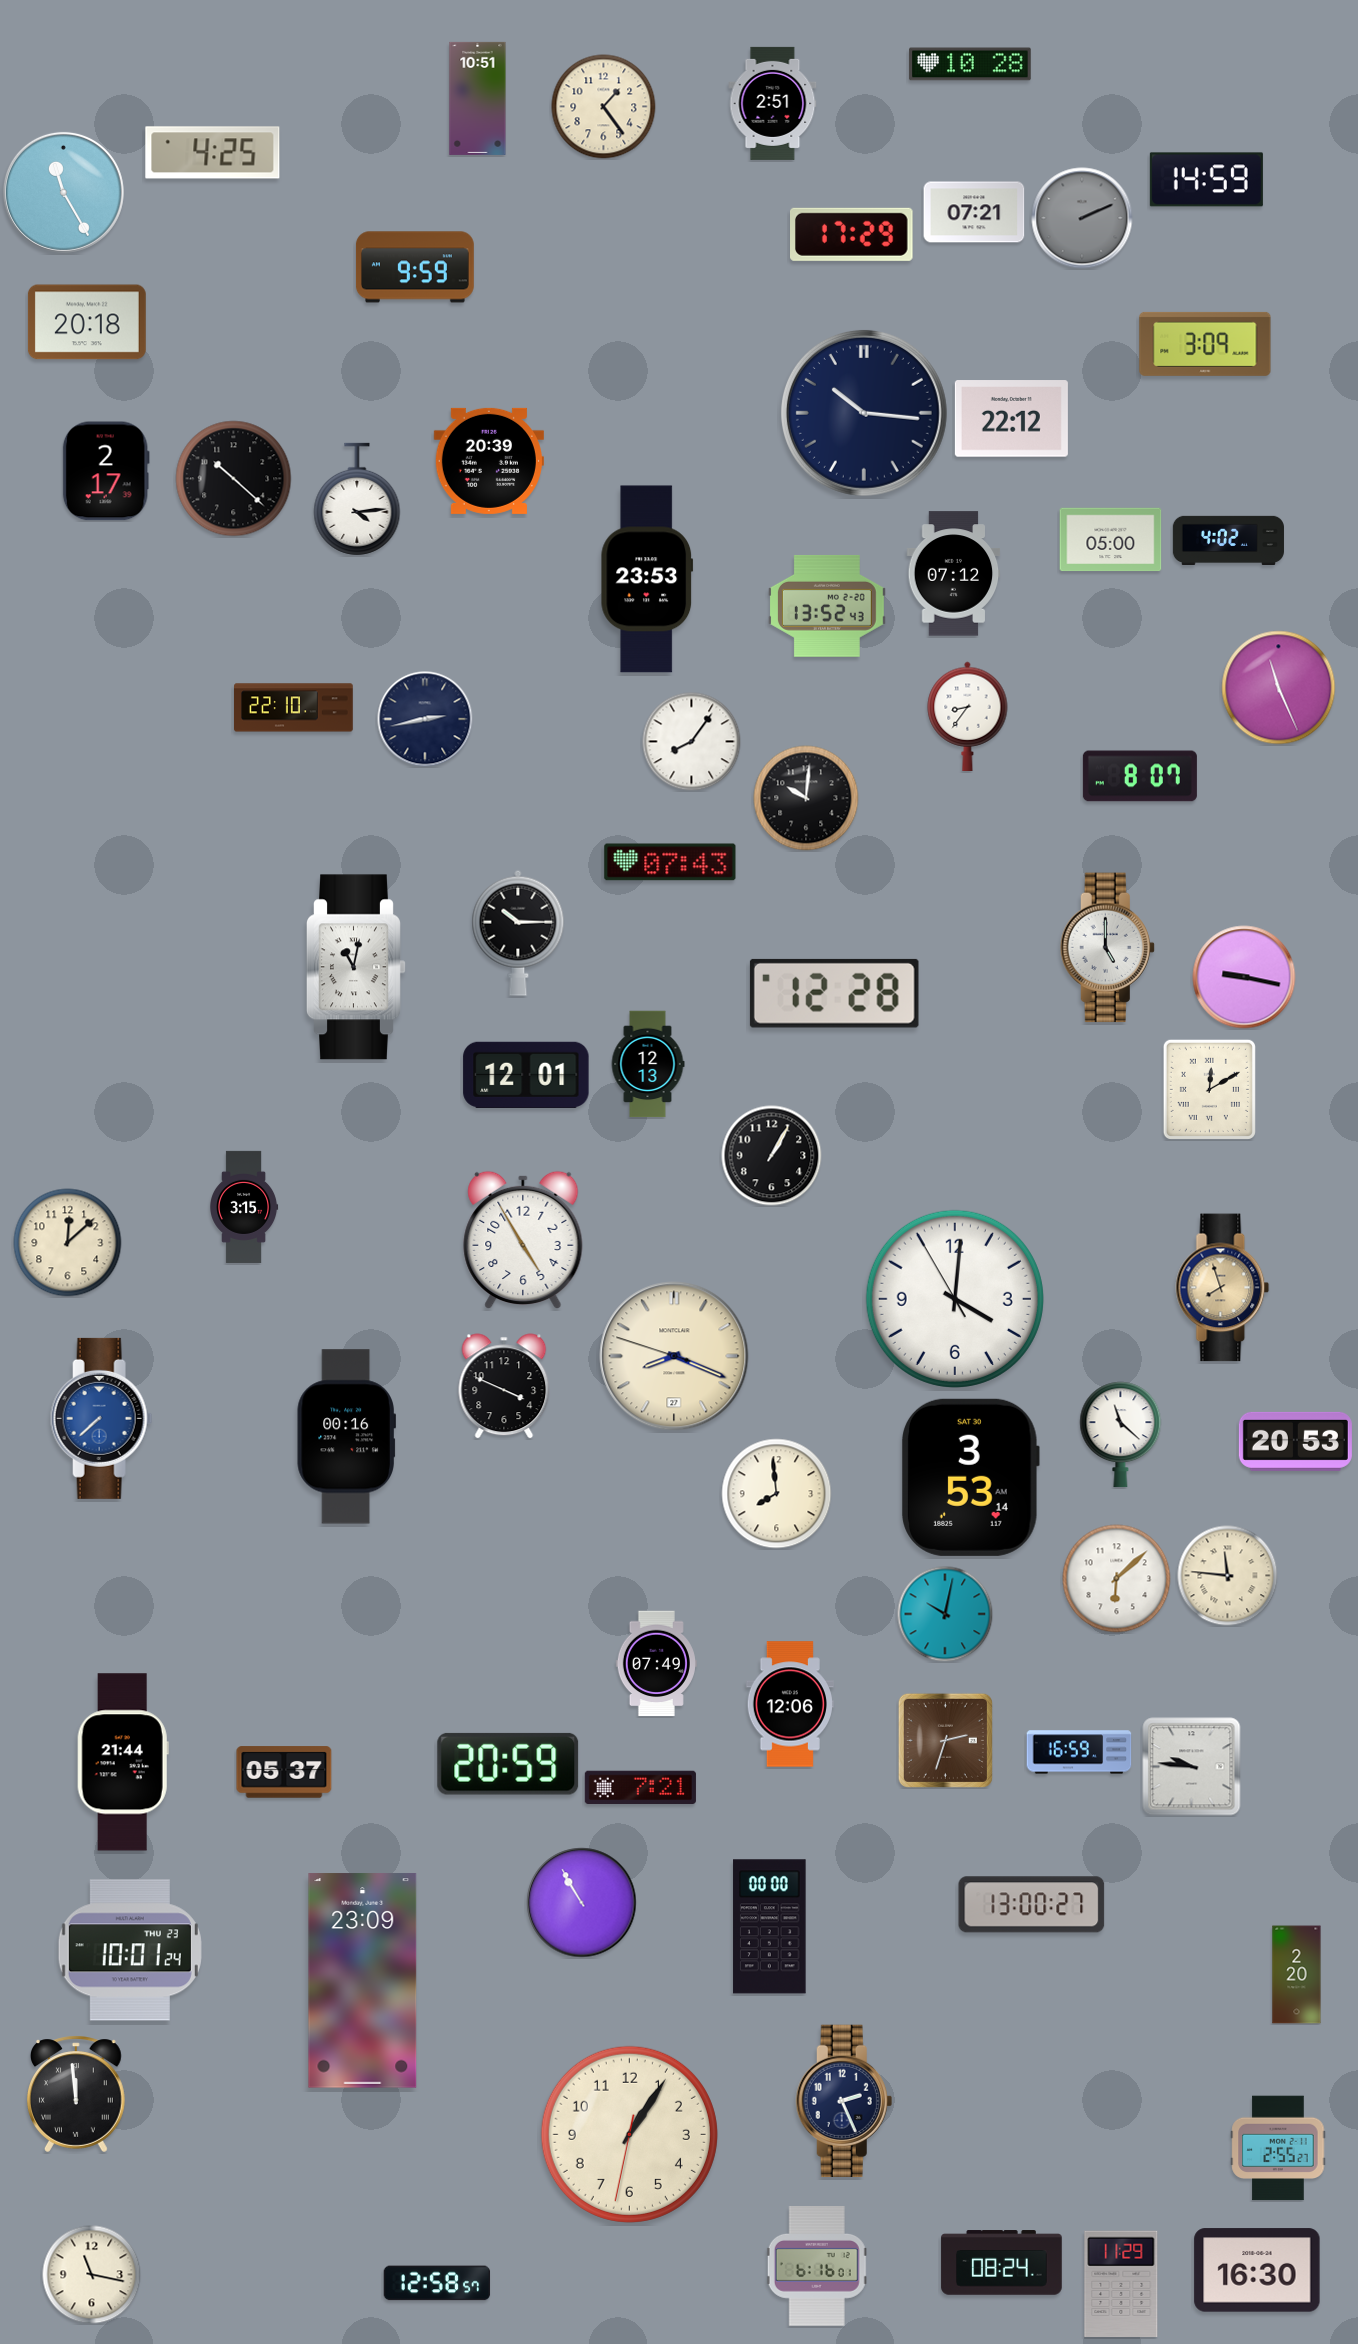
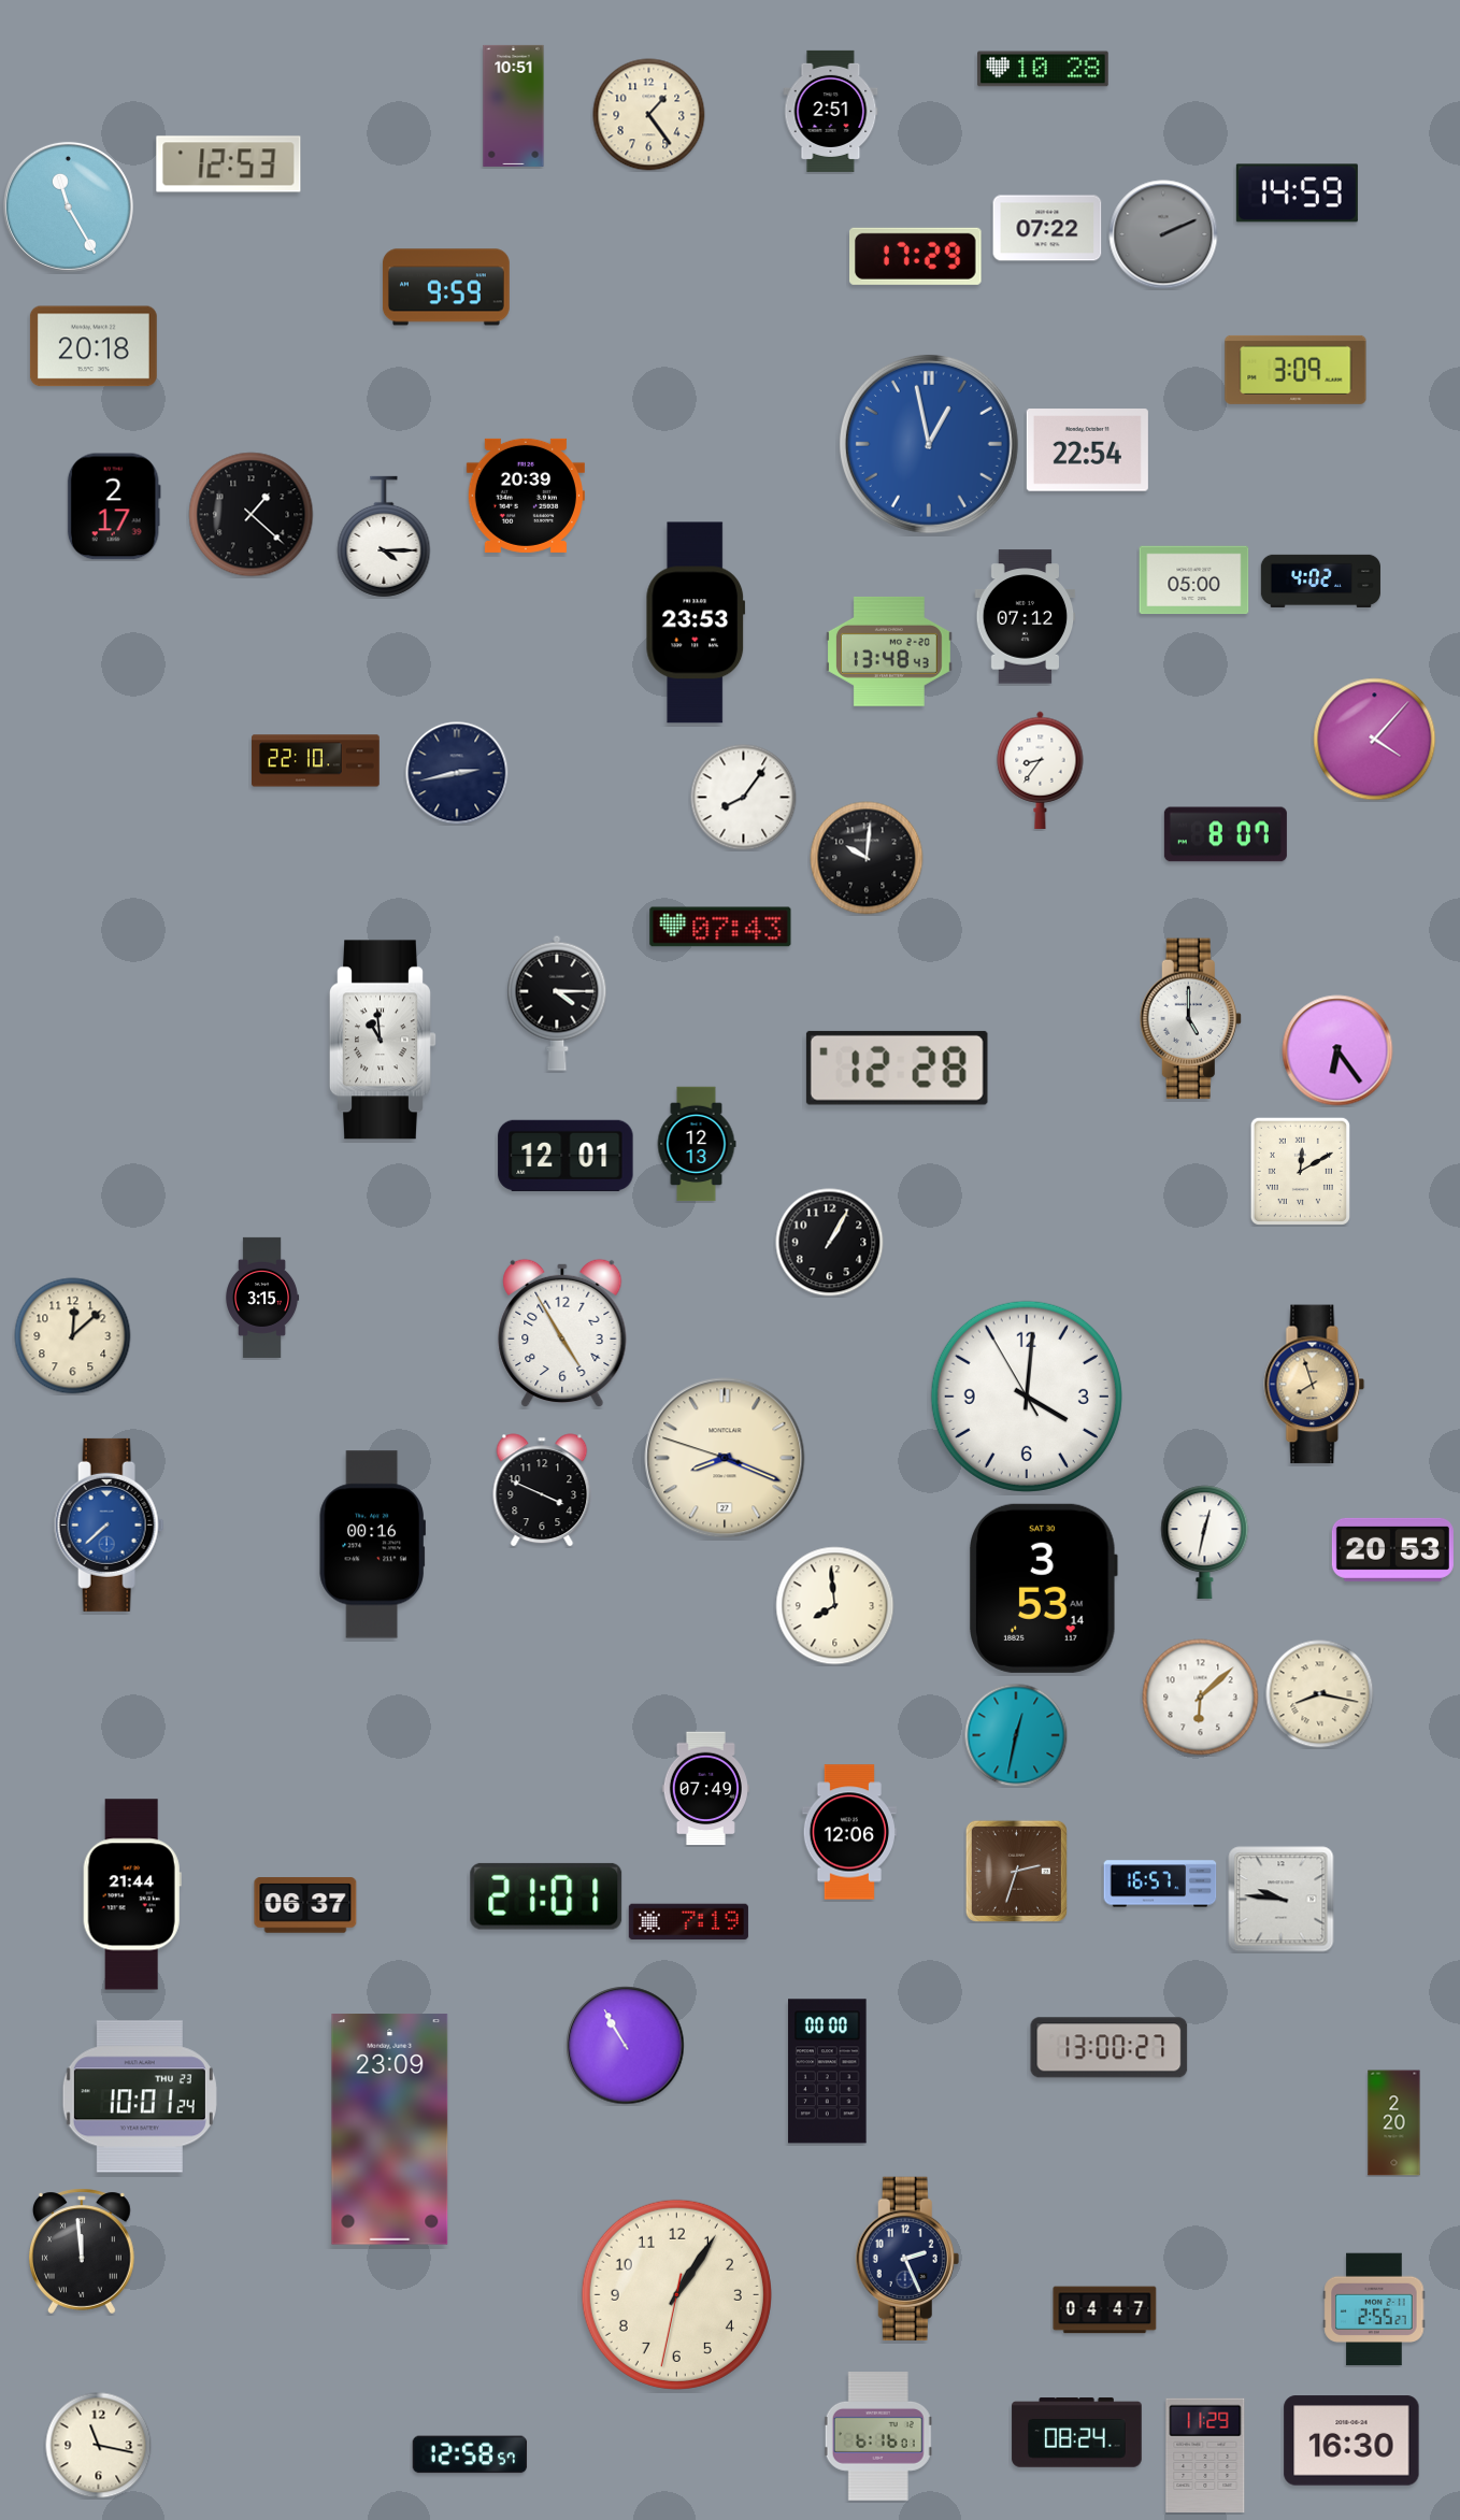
clock at (213, 153): 4:25 -> 12:53
clock at (974, 212): 07:21 -> 07:22
clock at (852, 234) position: (852, 234) -> (916, 256)
clock at (864, 413): 10:16 -> 12:58
clock at (864, 413) dial: navy -> blue
clock at (1011, 419): 22:12 -> 22:54
clock at (234, 479): 10:22 -> 1:22
clock at (357, 499): 4:14 -> 4:15
clock at (827, 606): 13:52 -> 13:48
clock at (1279, 688): 11:26 -> 4:07
clock at (518, 933): 10:15 -> 4:15
clock at (357, 967): 11:02 -> 10:59
clock at (1244, 977): 9:17 -> 6:24
clock at (1121, 1435): 11:22 -> 12:32
clock at (1228, 1576): 11:46 -> 8:17
clock at (945, 1614): 10:02 -> 12:32
clock at (1079, 1752): 16:59 -> 16:57
clock at (508, 1764): 20:59 -> 21:01
clock at (284, 1772): 05:37 -> 06:37
clock at (640, 1788): 7:21 -> 7:19
clock at (1105, 2310): none -> 04:47
